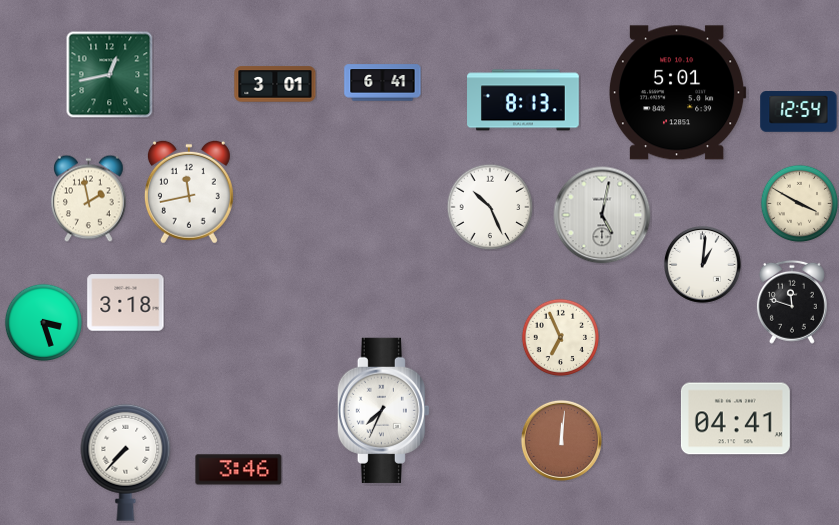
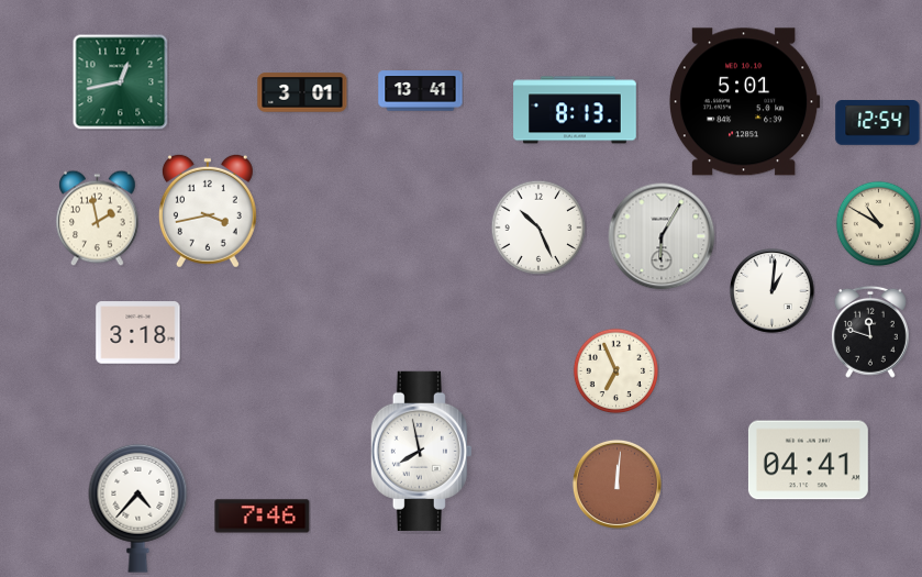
clock at (383, 83): 6:41 -> 13:41
clock at (189, 192): 11:43 -> 3:43
clock at (799, 203): 3:50 -> 10:50
clock at (602, 215): 5:02 -> 6:05
clock at (43, 322): 3:27 -> none
clock at (383, 410): 7:34 -> 7:58
clock at (126, 462): 7:37 -> 4:37
clock at (239, 470): 3:46 -> 7:46
